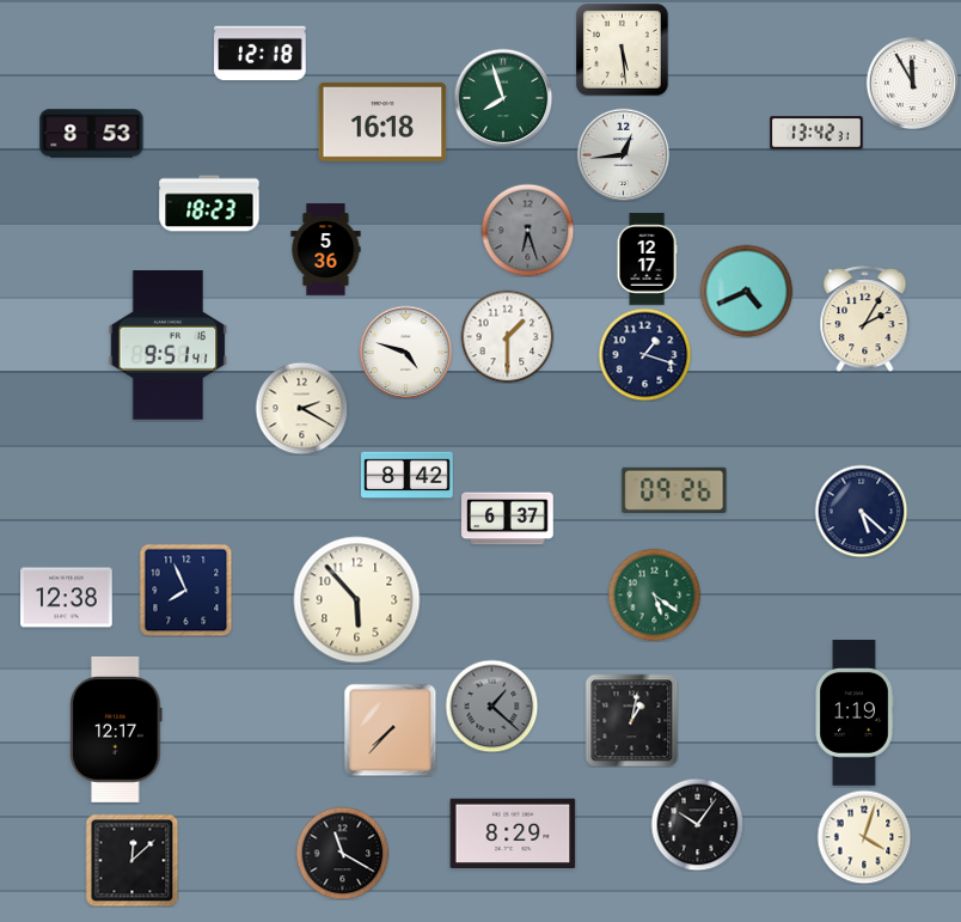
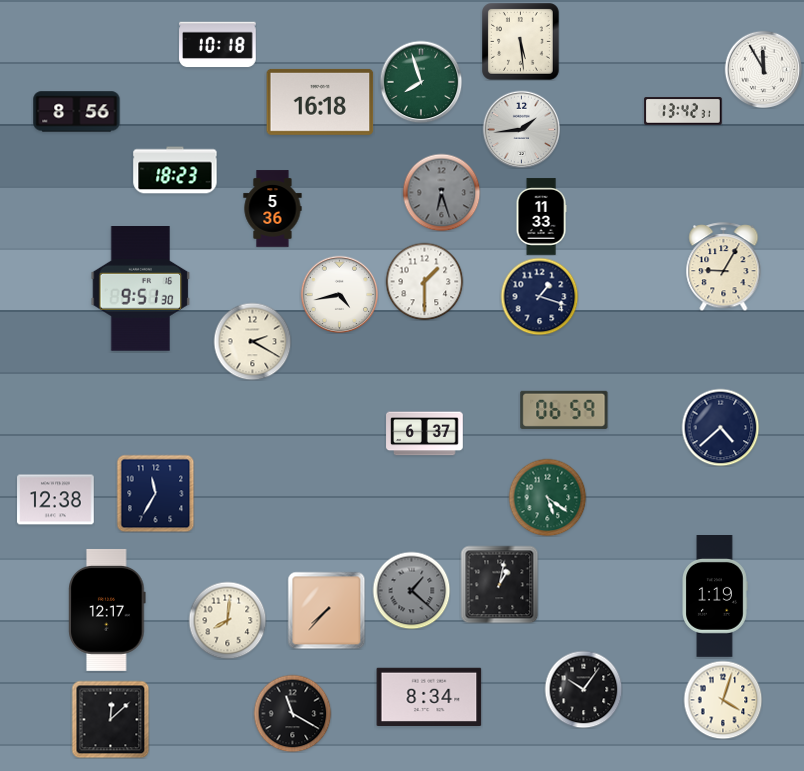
clock at (261, 54): 12:18 -> 10:18
clock at (92, 134): 8:53 -> 8:56
clock at (623, 154): 12:44 -> 1:44
clock at (647, 259): 12:17 -> 11:33
clock at (746, 291): 4:41 -> none
clock at (865, 319): 2:05 -> 9:05
clock at (169, 346): 9:51:41 -> 9:51:30
clock at (405, 352): 4:48 -> 4:43
clock at (408, 476): 8:42 -> none
clock at (674, 490): 09:26 -> 06:59
clock at (861, 511): 5:22 -> 4:38
clock at (185, 590): 7:56 -> 11:35
clock at (357, 600): 5:53 -> none
clock at (631, 720) position: (631, 720) -> (499, 584)
clock at (116, 729) position: (116, 729) -> (107, 610)
clock at (227, 620): none -> 8:01
clock at (513, 832): 8:29 -> 8:34
clock at (342, 853) position: (342, 853) -> (292, 713)
